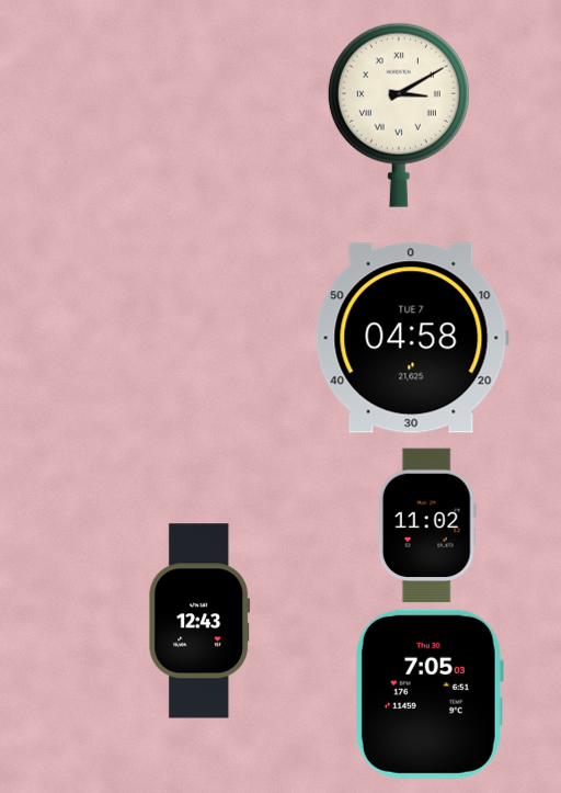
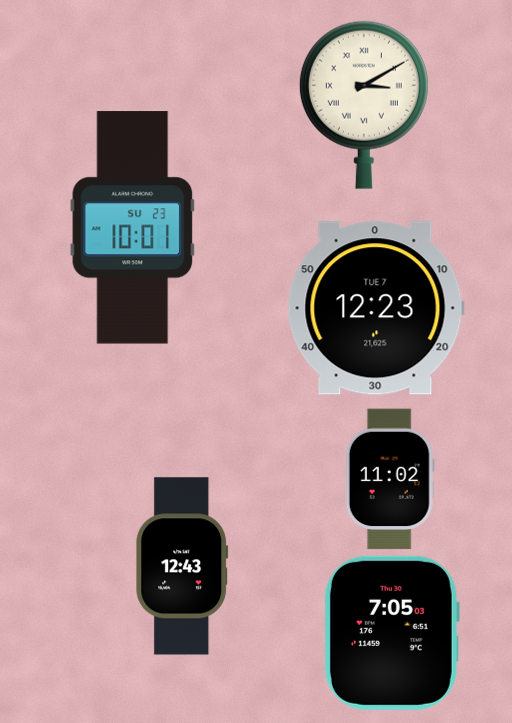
clock at (133, 228): none -> 10:01
clock at (412, 338): 04:58 -> 12:23
